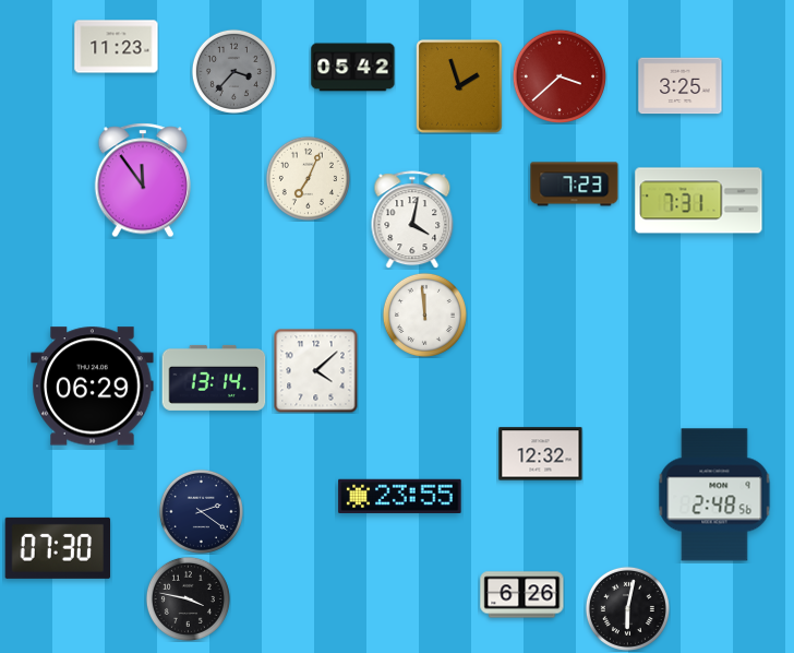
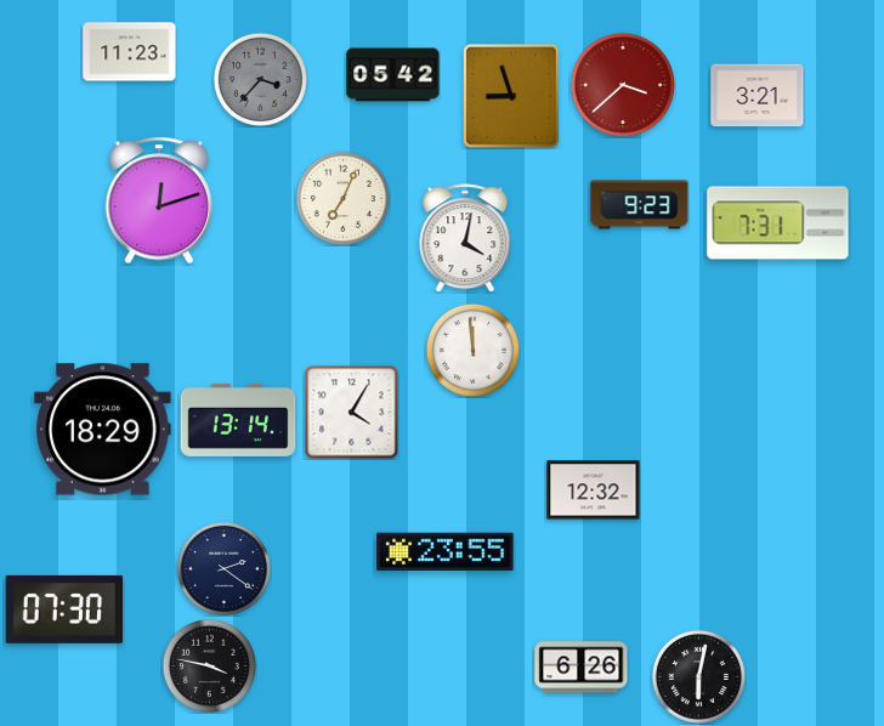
clock at (459, 86): 1:57 -> 8:57
clock at (681, 86): 3:25 -> 3:21
clock at (142, 180): 11:54 -> 12:12
clock at (575, 185): 7:23 -> 9:23
clock at (412, 219) position: (412, 219) -> (465, 238)
clock at (315, 370): 4:08 -> 4:05
clock at (93, 387): 06:29 -> 18:29
clock at (541, 454) position: (541, 454) -> (594, 490)
clock at (714, 495): 2:48 -> none
clock at (522, 595) position: (522, 595) -> (582, 668)
